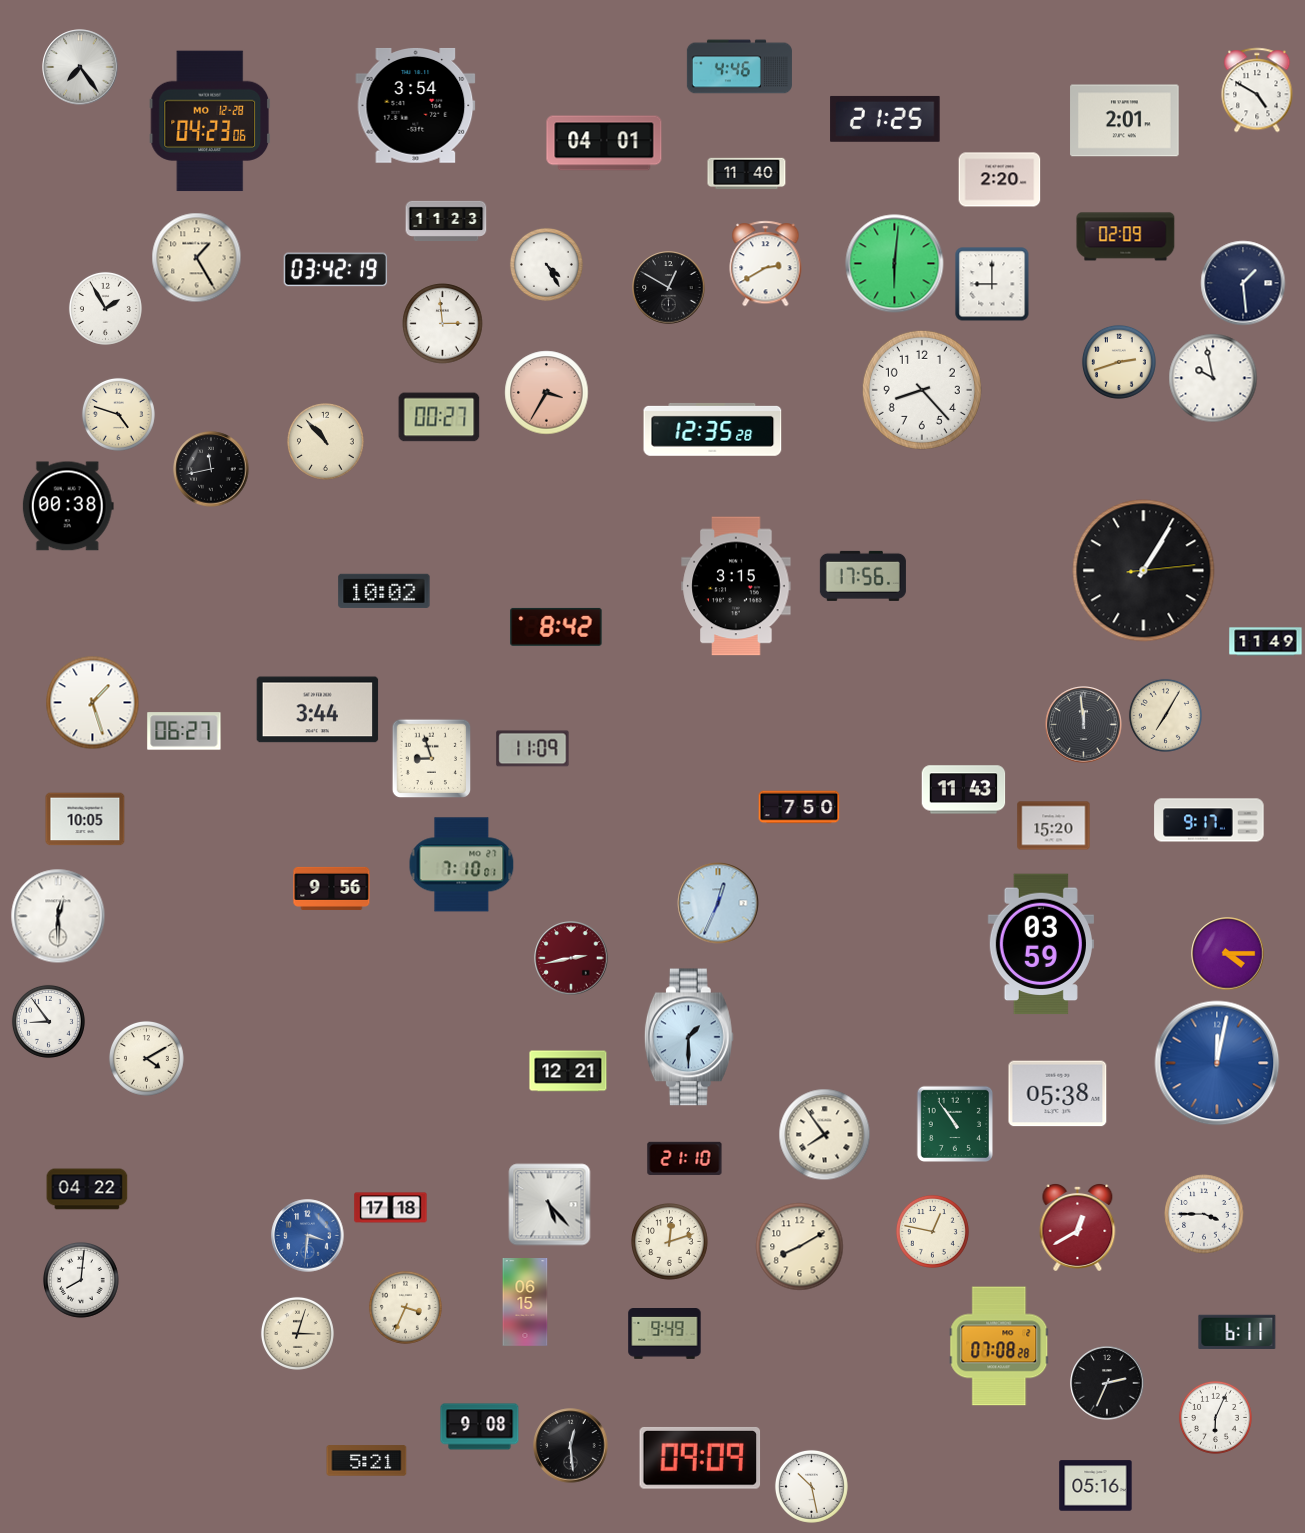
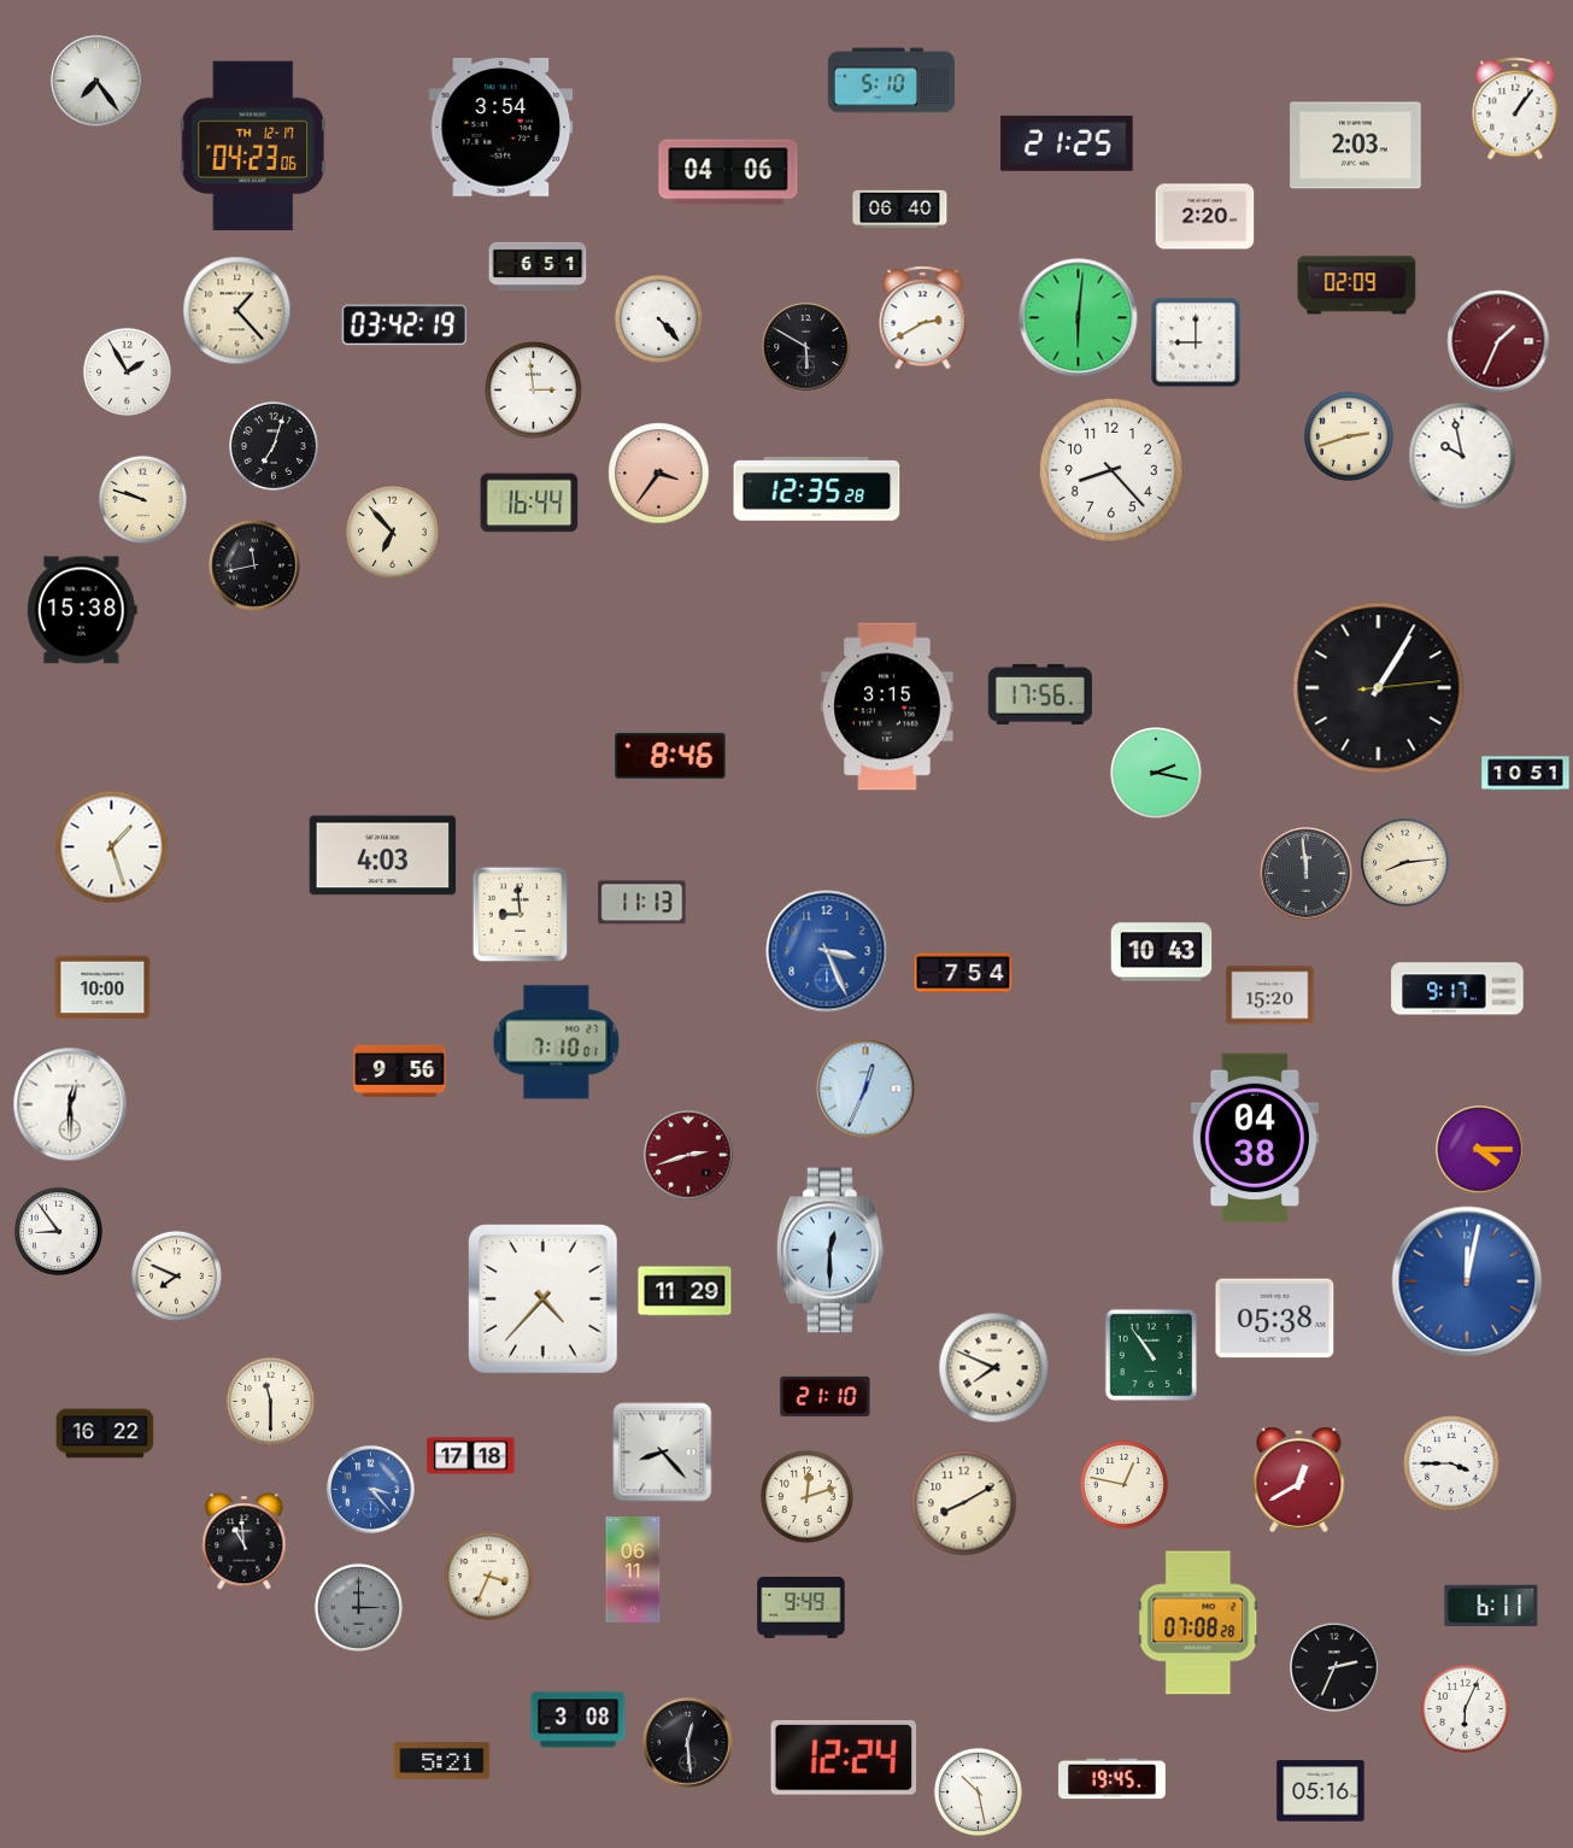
clock at (739, 67): 4:46 -> 5:10
clock at (1257, 90): 4:50 -> 1:06
clock at (210, 121) date: MO 12-28 -> TH 12-17
clock at (1125, 121): 2:01 -> 2:03
clock at (604, 143): 04:01 -> 04:06
clock at (747, 174): 11:40 -> 06:40
clock at (446, 220): 11:23 -> 6:51
clock at (197, 258): 1:25 -> 1:23
clock at (546, 264): 4:25 -> 4:23
clock at (1243, 283): 1:29 -> 1:34
clock at (1243, 283) dial: navy -> burgundy
clock at (669, 288): 12:50 -> 5:50
clock at (274, 446): none -> 7:03
clock at (547, 393): 3:35 -> 3:36
clock at (118, 414): 4:48 -> 9:48
clock at (439, 417): 00:27 -> 16:44
clock at (713, 429) position: (713, 429) -> (817, 488)
clock at (326, 442): 10:53 -> 6:53
clock at (68, 506): 00:38 -> 15:38
clock at (384, 590): 10:02 -> none
clock at (556, 627): 8:42 -> 8:46
clock at (1157, 774): none -> 2:17
clock at (1266, 642): 11:49 -> 10:51
clock at (318, 710): 3:44 -> 4:03
clock at (1165, 715): 7:05 -> 8:14
clock at (184, 731): 06:27 -> none
clock at (533, 749): 11:09 -> 11:13
clock at (432, 759): 8:57 -> 8:59
clock at (827, 951): none -> 3:26
clock at (964, 790): 11:43 -> 10:43
clock at (799, 807): 7:50 -> 7:54
clock at (85, 819): 10:05 -> 10:00
clock at (1041, 944): 03:59 -> 04:38
clock at (571, 958): 2:43 -> 2:42
clock at (689, 1037): 1:30 -> 12:30
clock at (146, 1058): 4:10 -> 7:49
clock at (568, 1071): 12:21 -> 11:29
clock at (544, 1300): none -> 4:37
clock at (825, 1135): 7:54 -> 7:49
clock at (270, 1401): none -> 11:30
clock at (87, 1189): 04:22 -> 16:22
clock at (550, 1205): 5:23 -> 8:23
clock at (308, 1236): 3:31 -> 3:23
clock at (245, 1542): none -> 10:59
clock at (82, 1281): 8:01 -> none
clock at (525, 1303): 06:15 -> 06:11
clock at (297, 1333): 3:03 -> 3:00
clock at (297, 1333) dial: cream -> grey
clock at (999, 1346) position: (999, 1346) -> (1198, 1623)
clock at (480, 1427): 9:08 -> 3:08
clock at (700, 1458): 09:09 -> 12:24
clock at (1113, 1779): none -> 19:45
